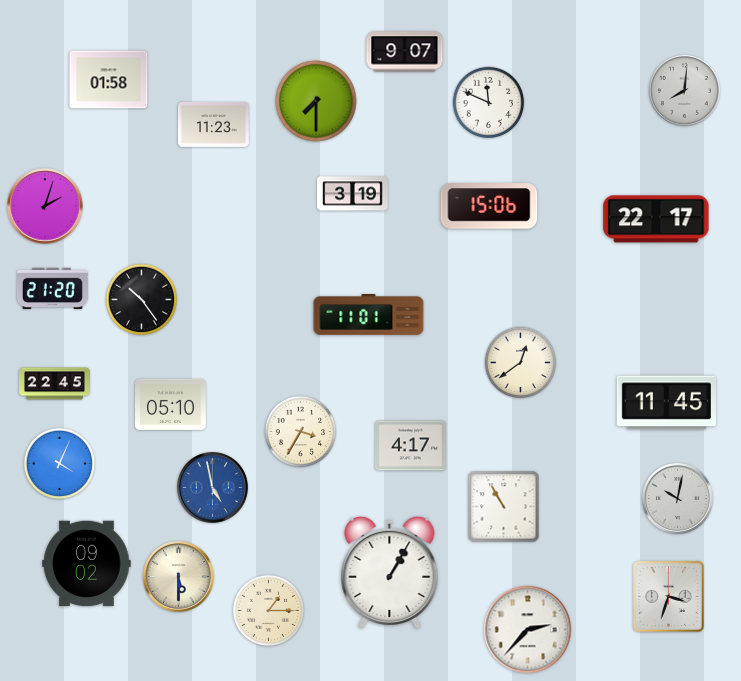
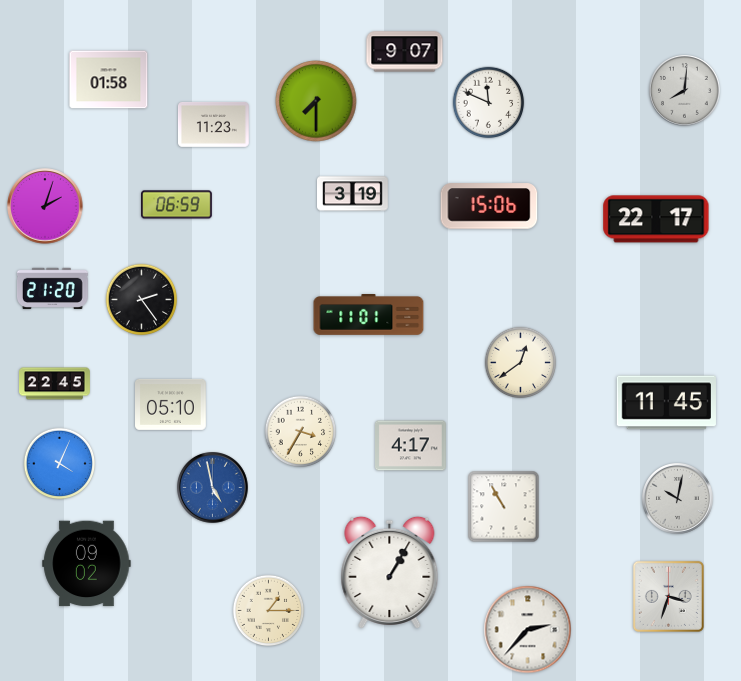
clock at (177, 205): none -> 06:59
clock at (142, 300): 10:24 -> 2:24
clock at (179, 577): 5:30 -> none
